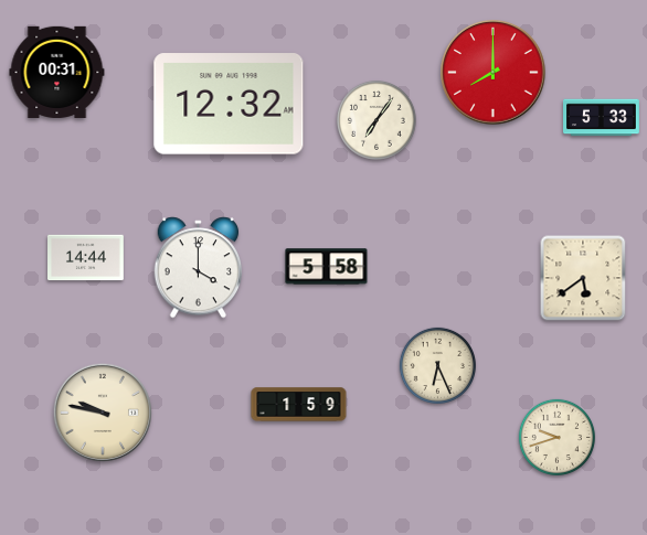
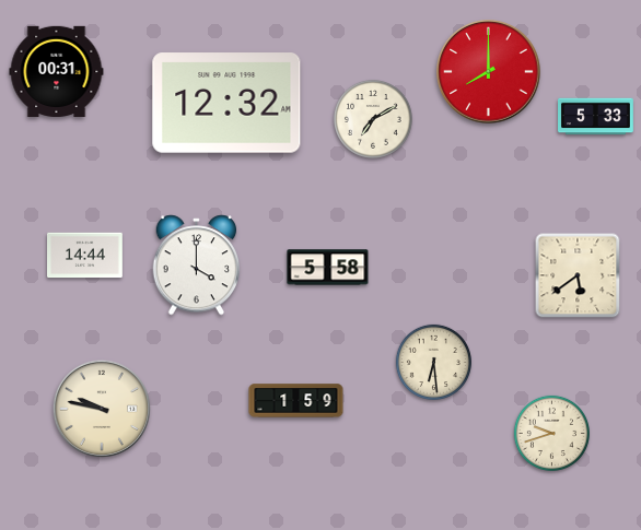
clock at (376, 120): 7:06 -> 7:10
clock at (327, 267) position: (327, 267) -> (328, 268)
clock at (437, 365): 6:26 -> 6:29
